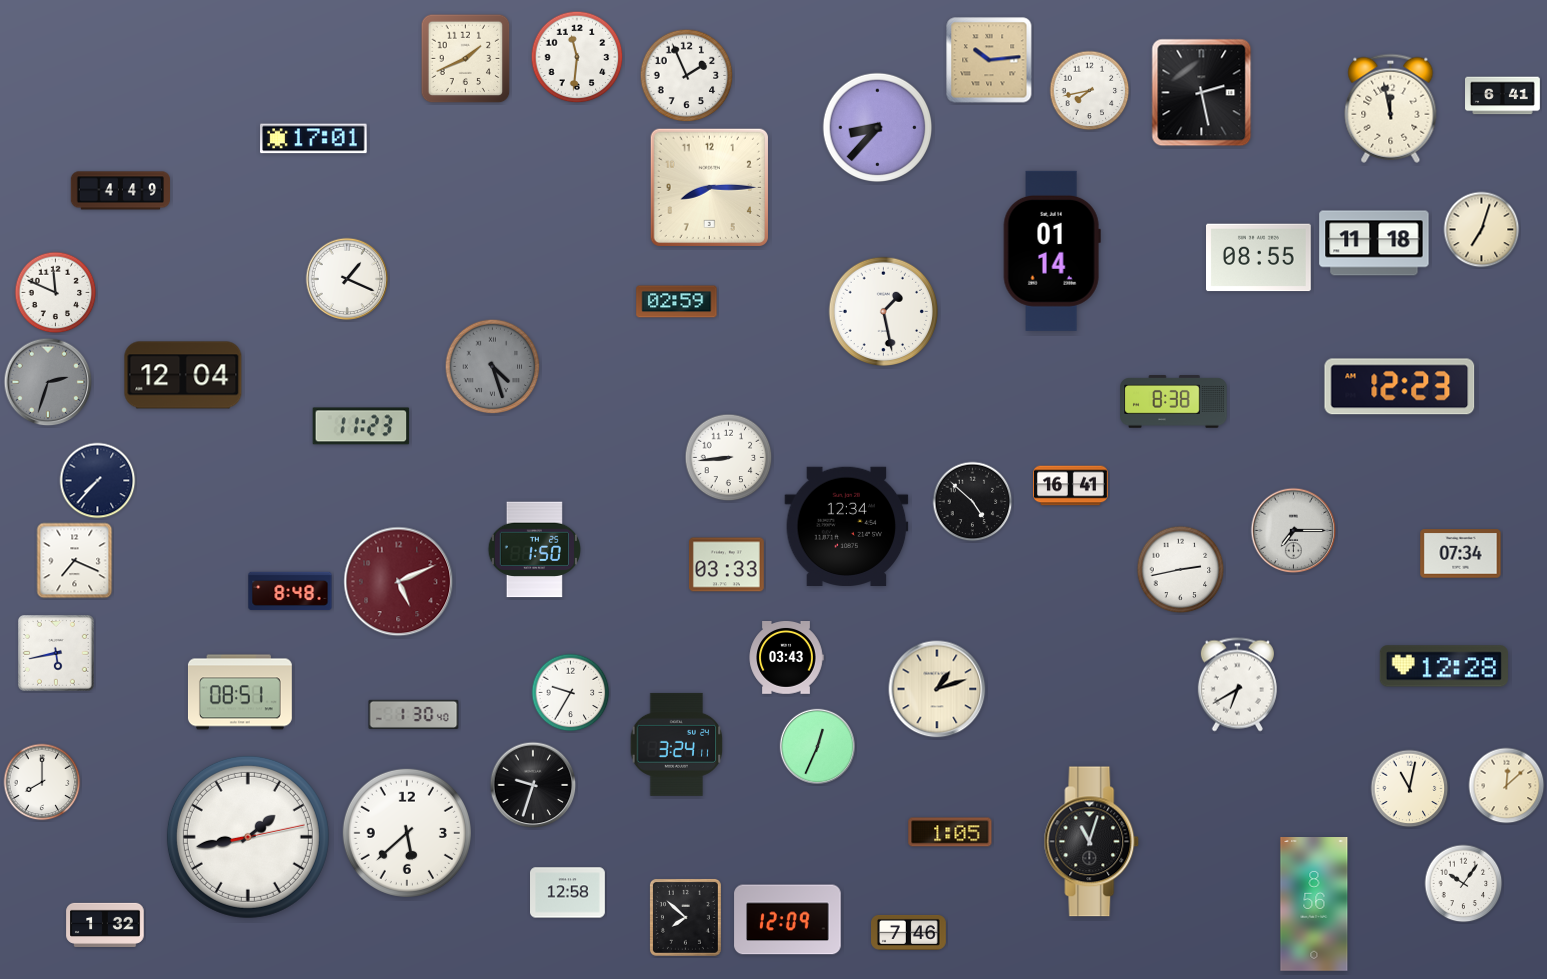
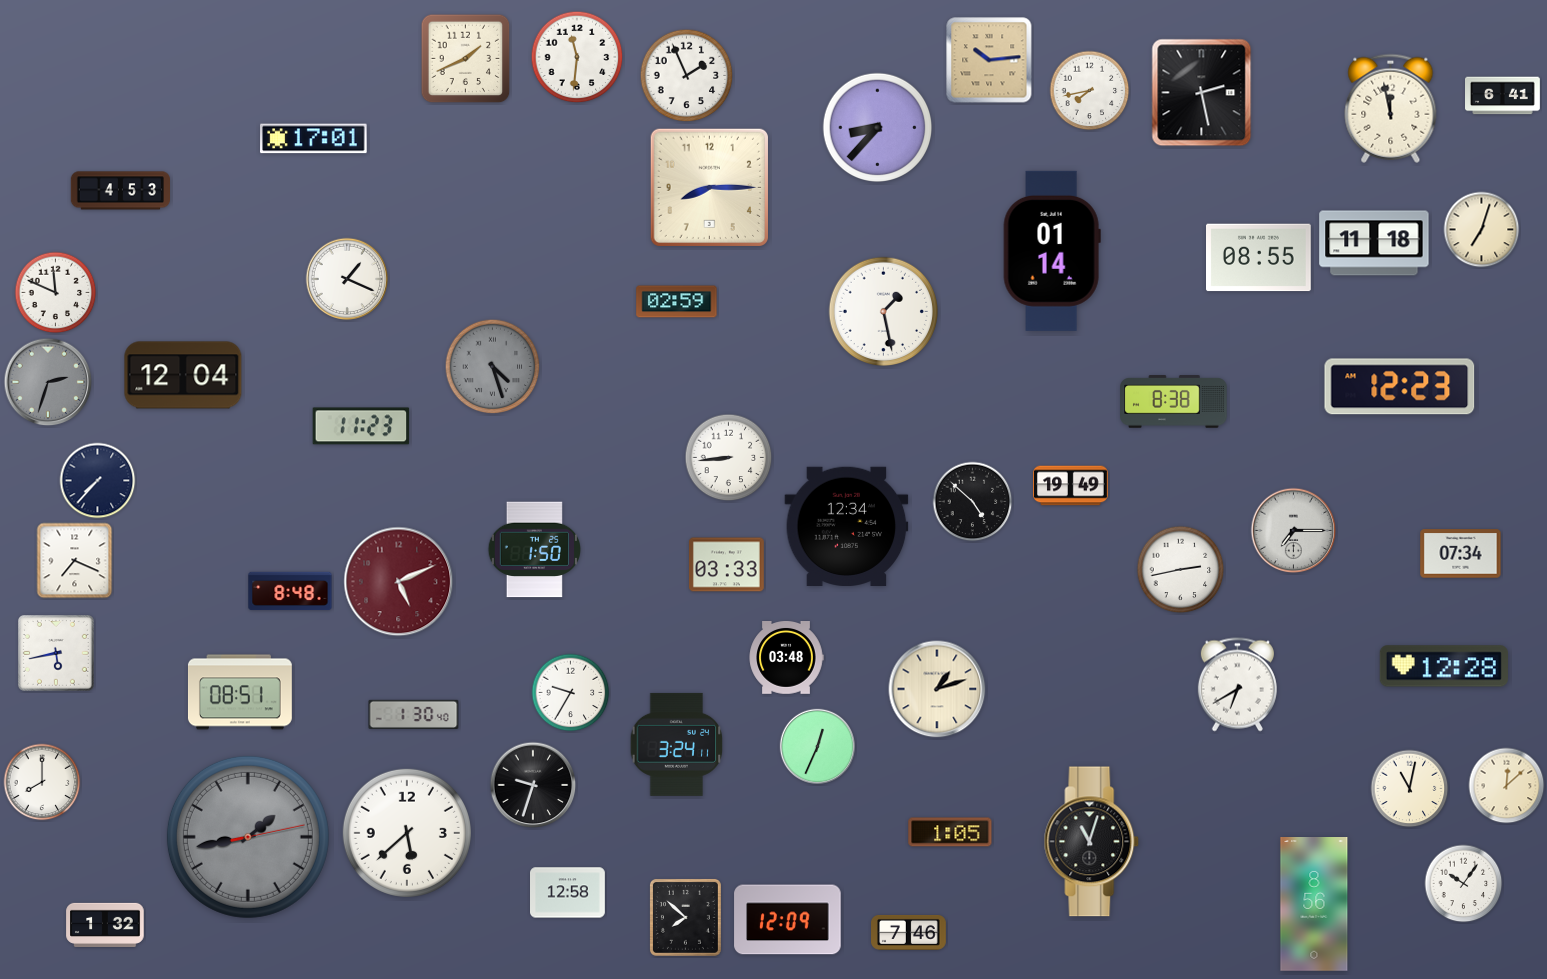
clock at (120, 191): 4:49 -> 4:53
clock at (1071, 486): 16:41 -> 19:49
clock at (786, 658): 03:43 -> 03:48
clock at (248, 837) dial: white -> grey
